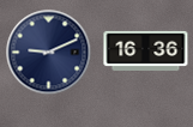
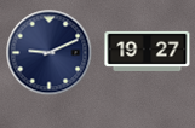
clock at (146, 50): 16:36 -> 19:27
